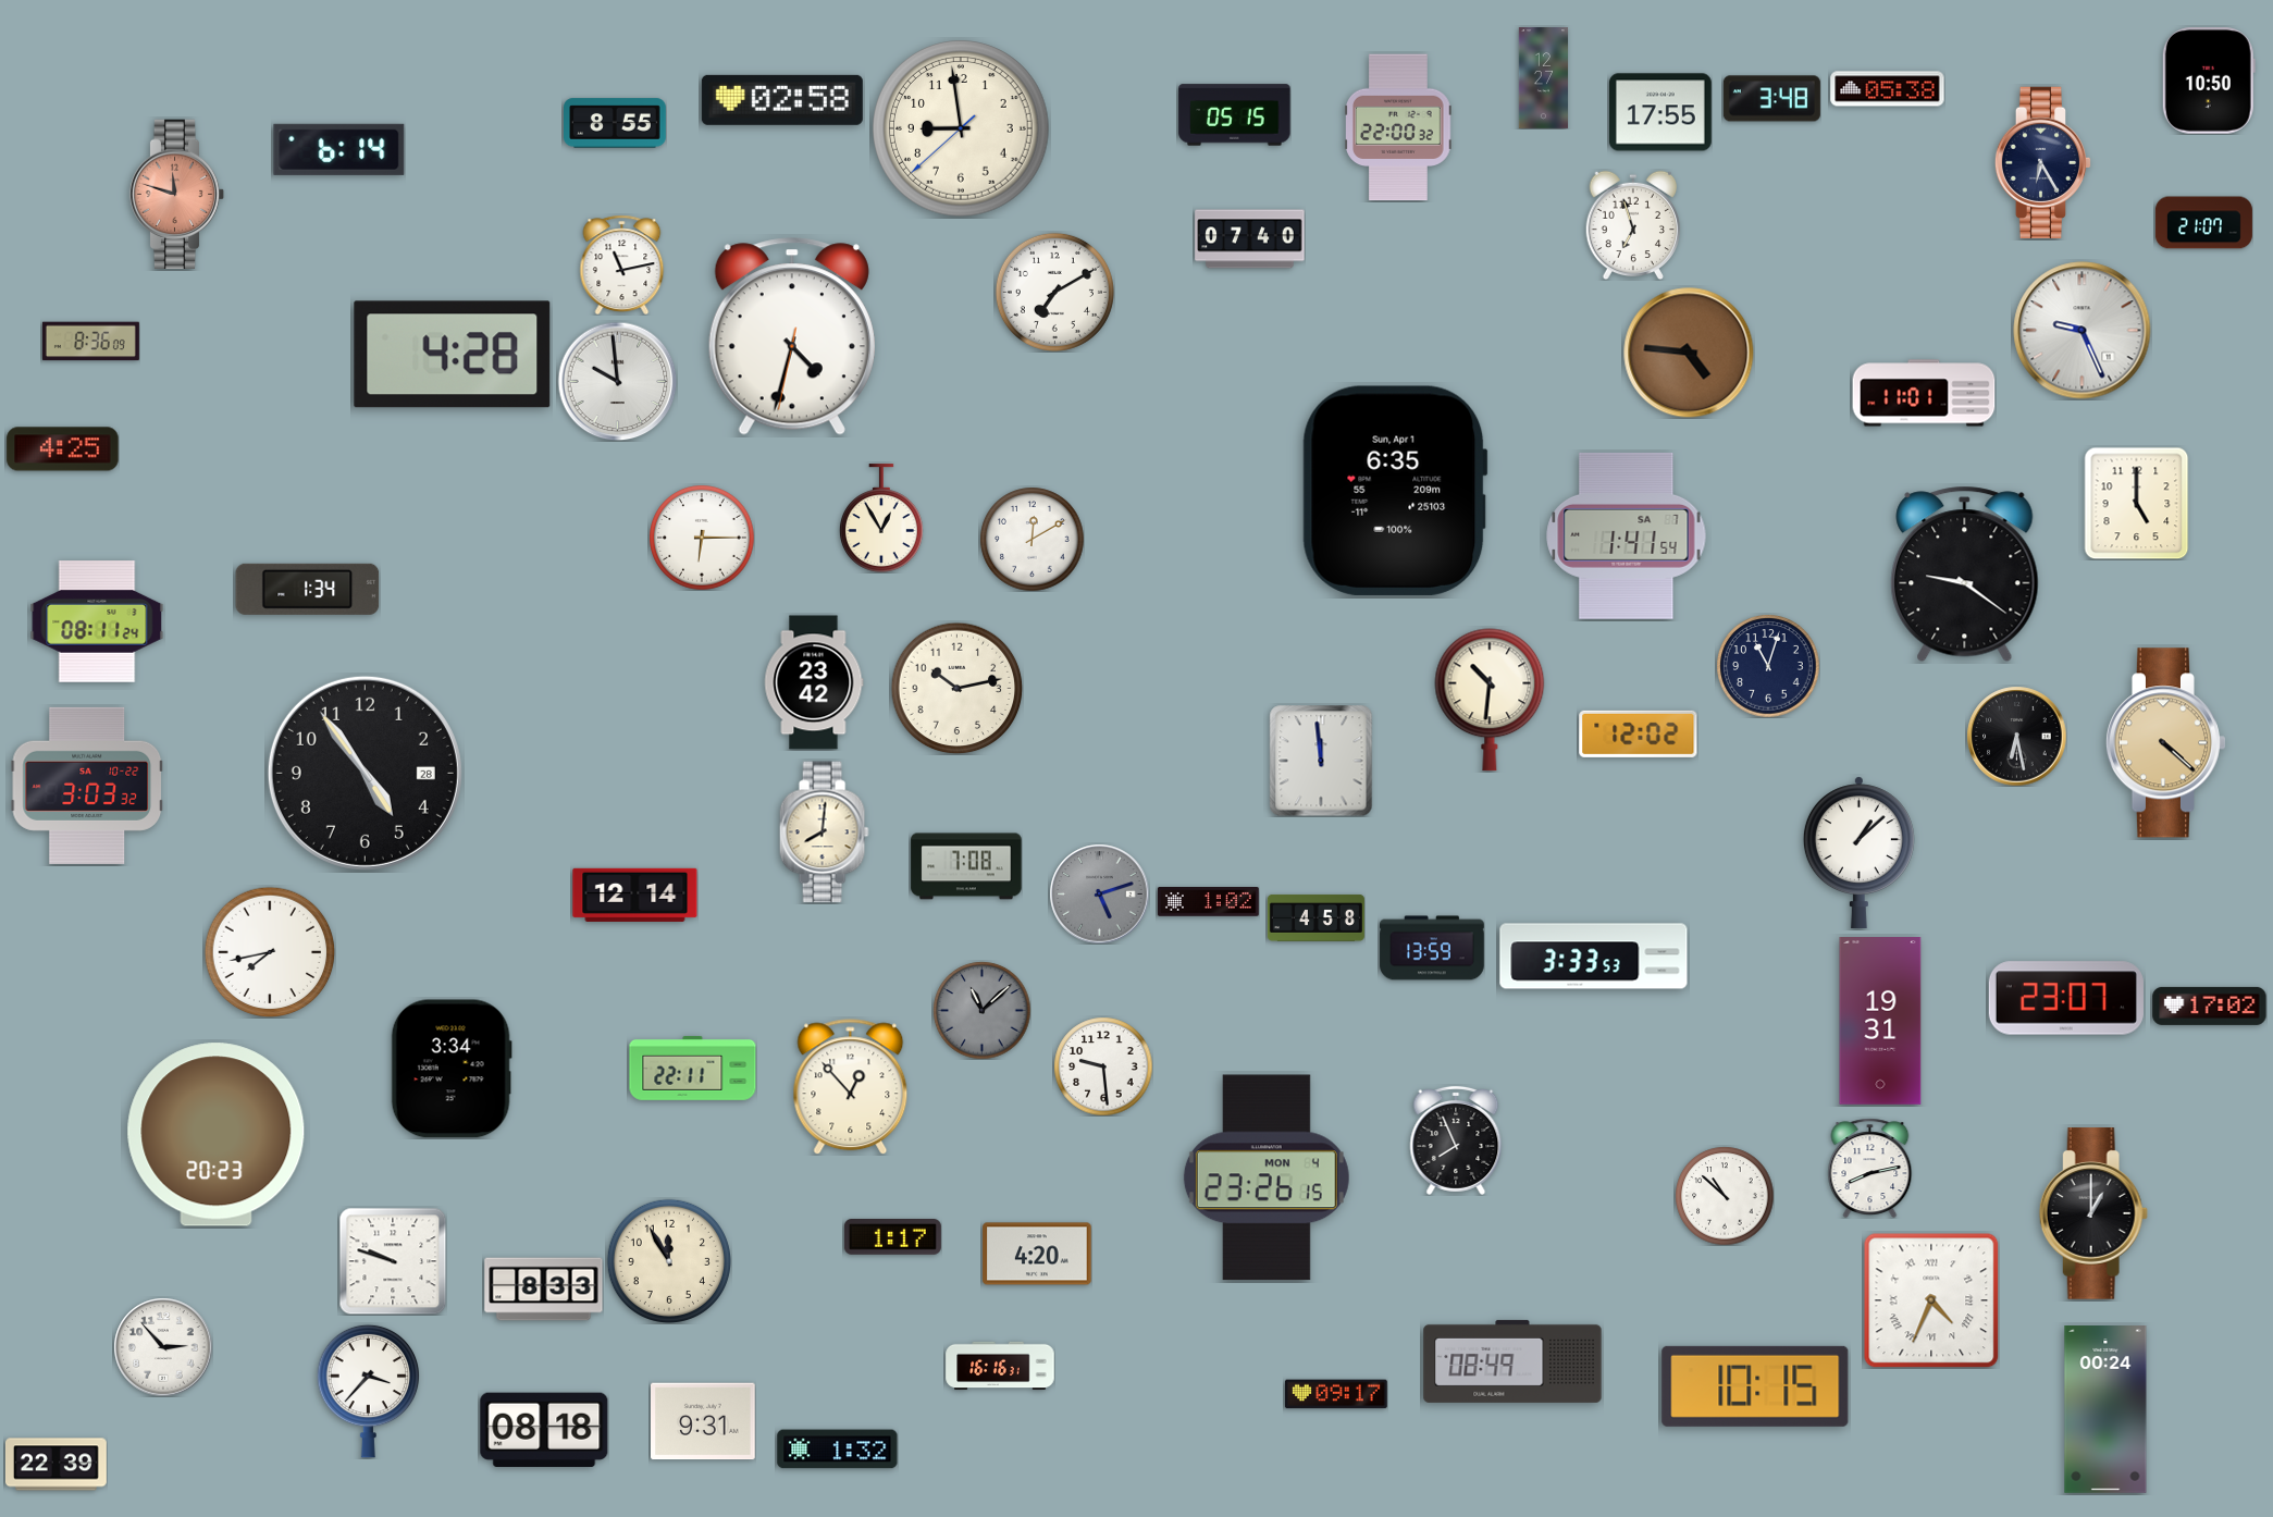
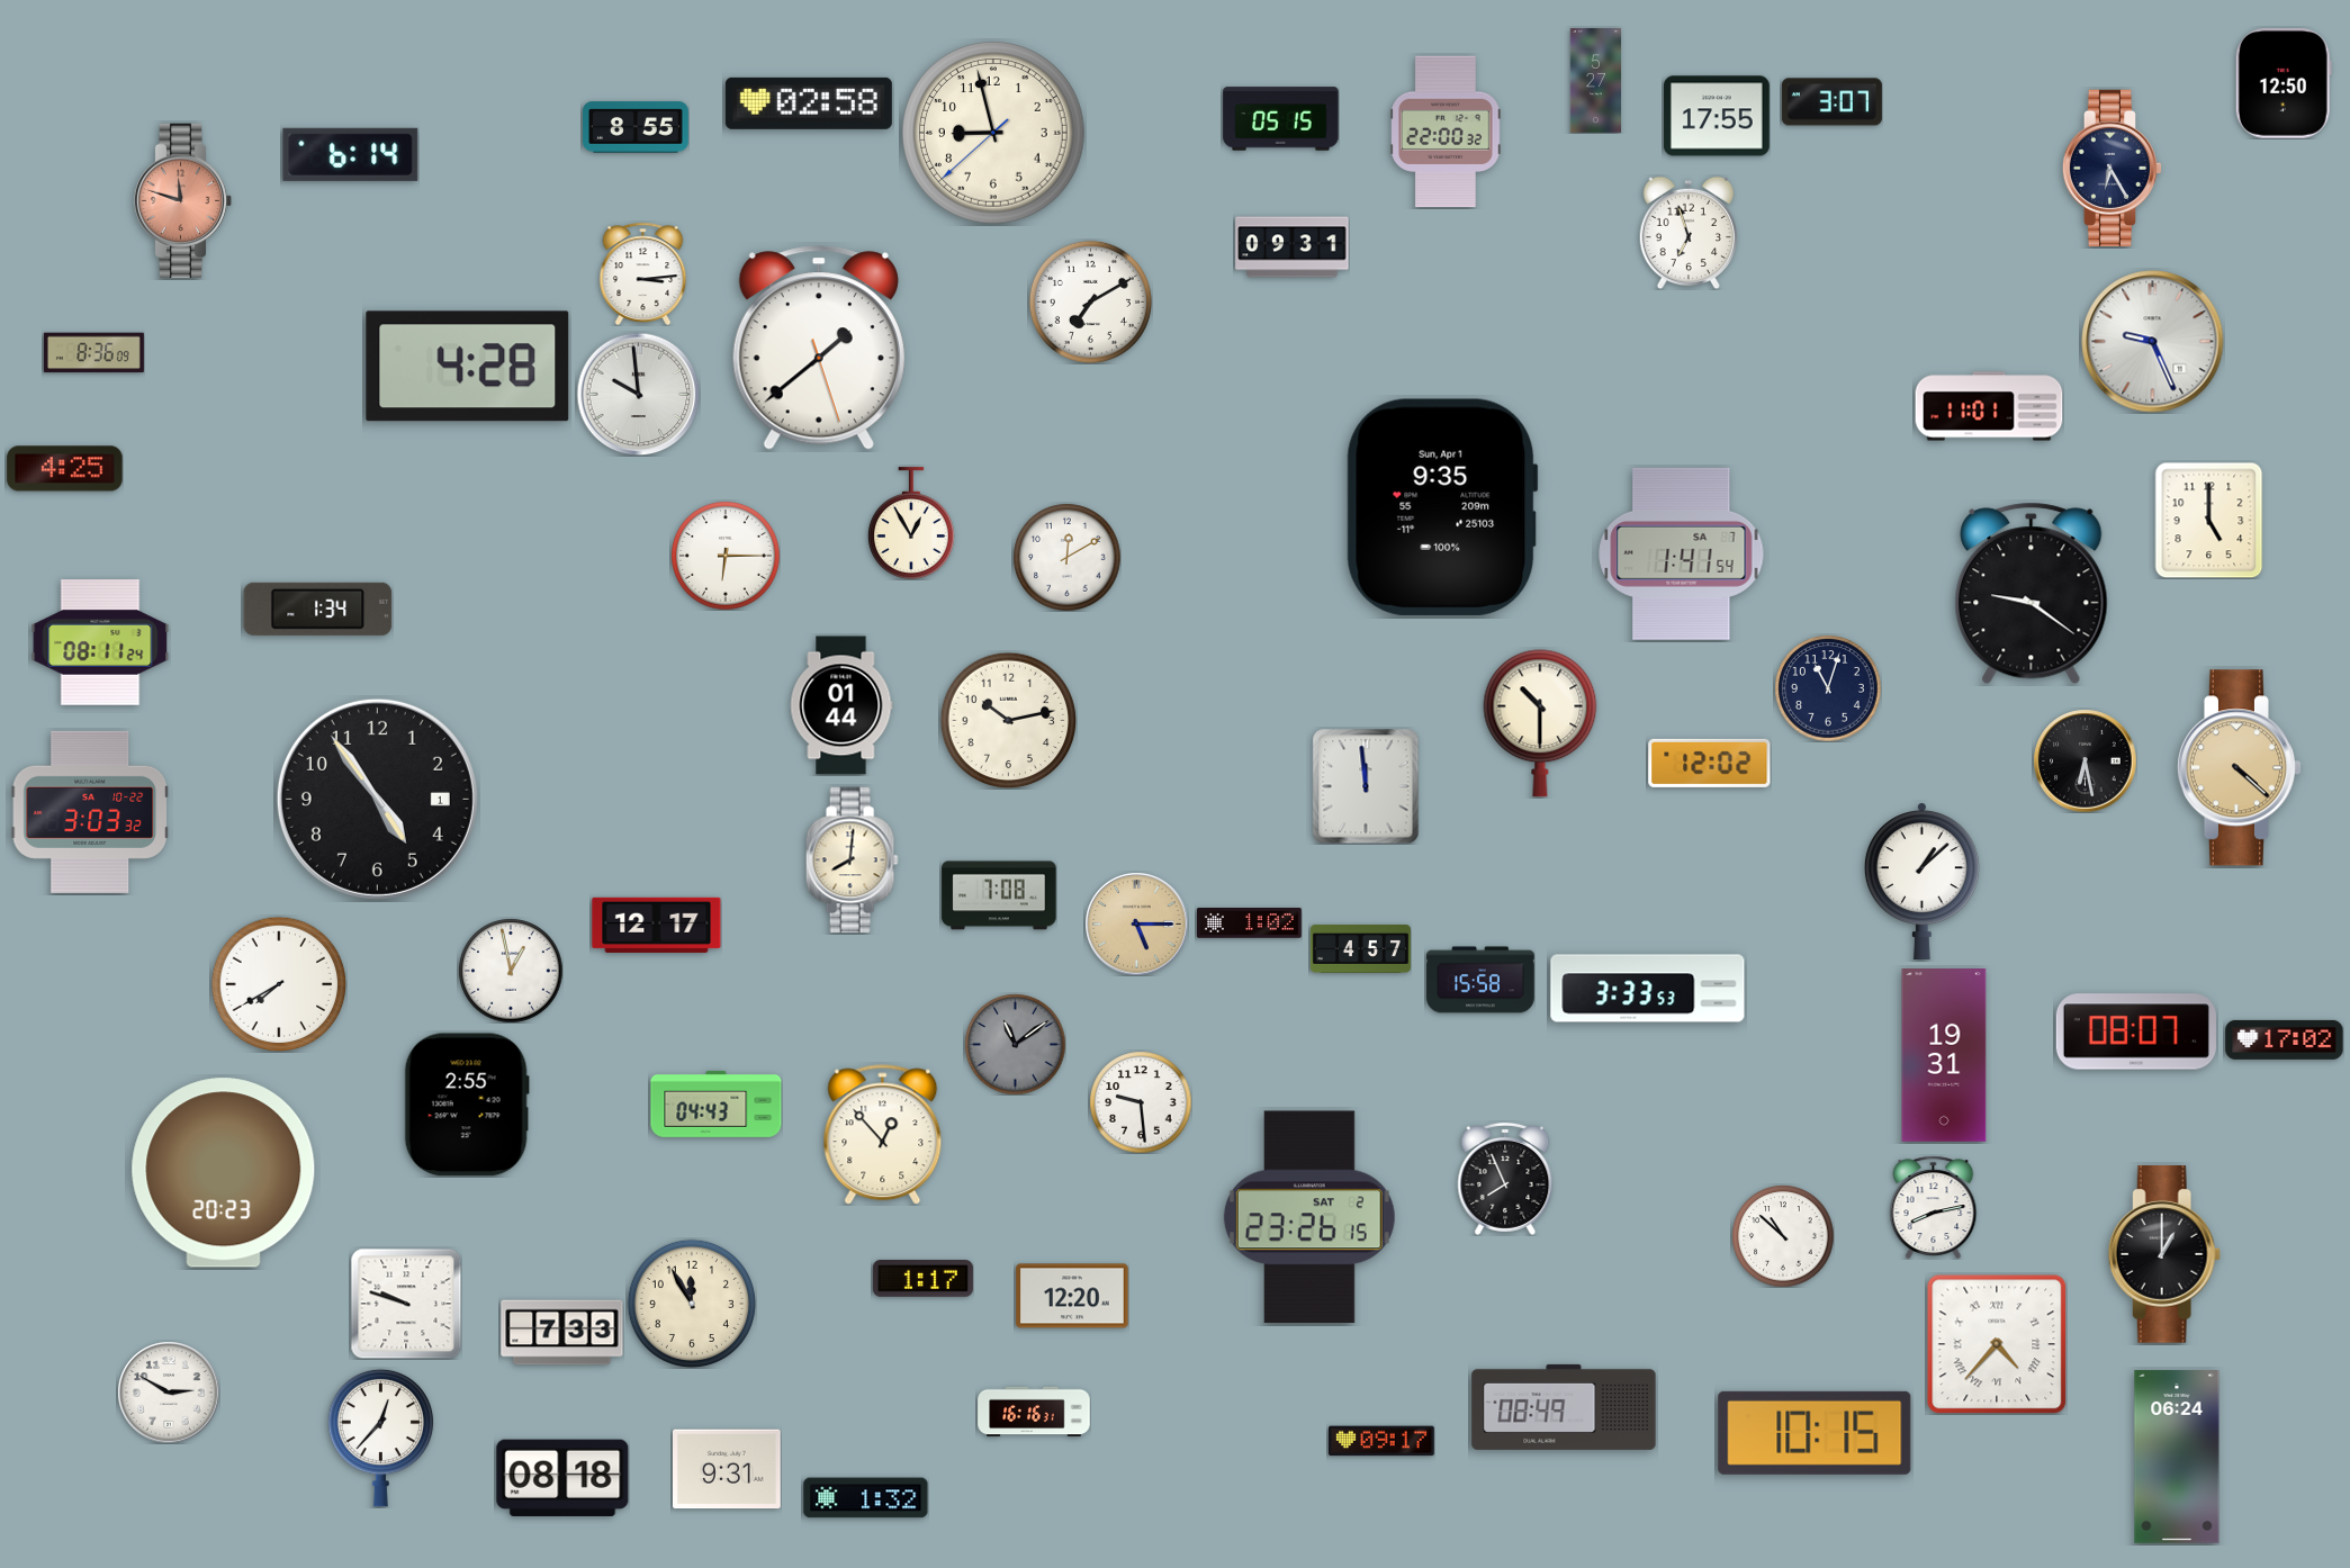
clock at (1543, 78): 12:27 -> 5:27
clock at (2209, 81): 10:50 -> 12:50
clock at (1888, 89): 05:38 -> none
clock at (1771, 99): 3:48 -> 3:07
clock at (1235, 115) position: (1235, 115) -> (1281, 119)
clock at (961, 128): 8:58 -> 8:57
clock at (2203, 223): 21:07 -> none
clock at (1250, 239): 07:40 -> 09:31
clock at (622, 264): 11:13 -> 3:14
clock at (792, 336): 4:32 -> 1:38
clock at (1689, 353): 4:46 -> none
clock at (63, 449) position: (63, 449) -> (65, 469)
clock at (1395, 491): 6:35 -> 9:35
clock at (881, 518) position: (881, 518) -> (911, 523)
clock at (814, 682): 23:42 -> 01:44
clock at (956, 688) position: (956, 688) -> (1008, 720)
clock at (1490, 700): 10:31 -> 10:30
clock at (1639, 733) position: (1639, 733) -> (1710, 763)
clock at (365, 773) date: 28 -> 1
clock at (1099, 893): 5:12 -> 5:15
clock at (1099, 893) dial: grey -> champagne
clock at (635, 895): 12:14 -> 12:17
clock at (1208, 902) position: (1208, 902) -> (1249, 923)
clock at (1315, 917): 4:58 -> 4:57
clock at (511, 971): none -> 12:58
clock at (1432, 948): 13:59 -> 15:58
clock at (270, 952): 7:43 -> 7:40
clock at (2066, 998): 23:07 -> 08:07
clock at (981, 1010): 11:08 -> 11:09
clock at (693, 1068): 22:11 -> 04:43
clock at (452, 1069): 3:34 -> 2:55
clock at (851, 1087) position: (851, 1087) -> (883, 1135)
clock at (1267, 1177) date: MON 4 -> SAT 2
clock at (1037, 1254): 4:20 -> 12:20
clock at (544, 1290): 8:33 -> 7:33
clock at (1931, 1300): 4:34 -> 4:37
clock at (163, 1347): 2:53 -> 2:50
clock at (369, 1391): 3:37 -> 12:37
clock at (2105, 1410): 00:24 -> 06:24
clock at (55, 1465): 22:39 -> none
